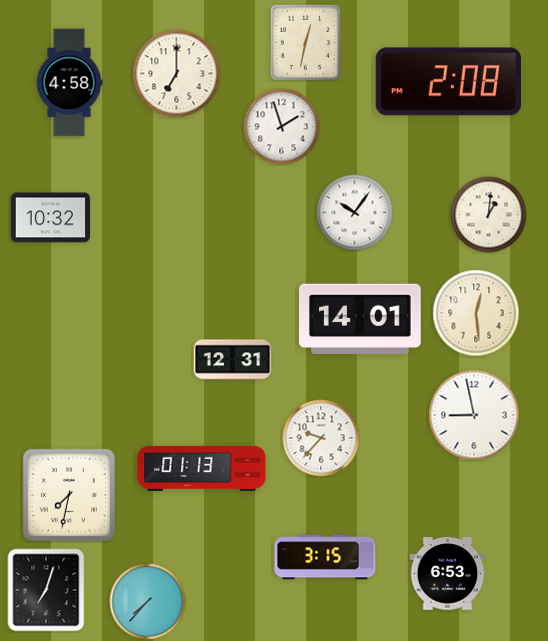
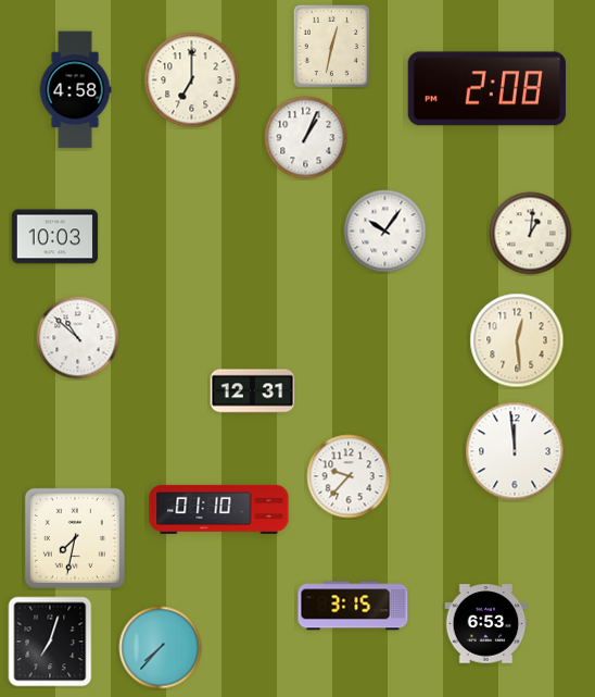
clock at (282, 127): 1:57 -> 1:04
clock at (51, 218): 10:32 -> 10:03
clock at (78, 338): none -> 10:52
clock at (360, 319): 14:01 -> none
clock at (474, 415): 8:58 -> 11:59
clock at (202, 468): 01:13 -> 01:10
clock at (148, 602) position: (148, 602) -> (161, 648)
